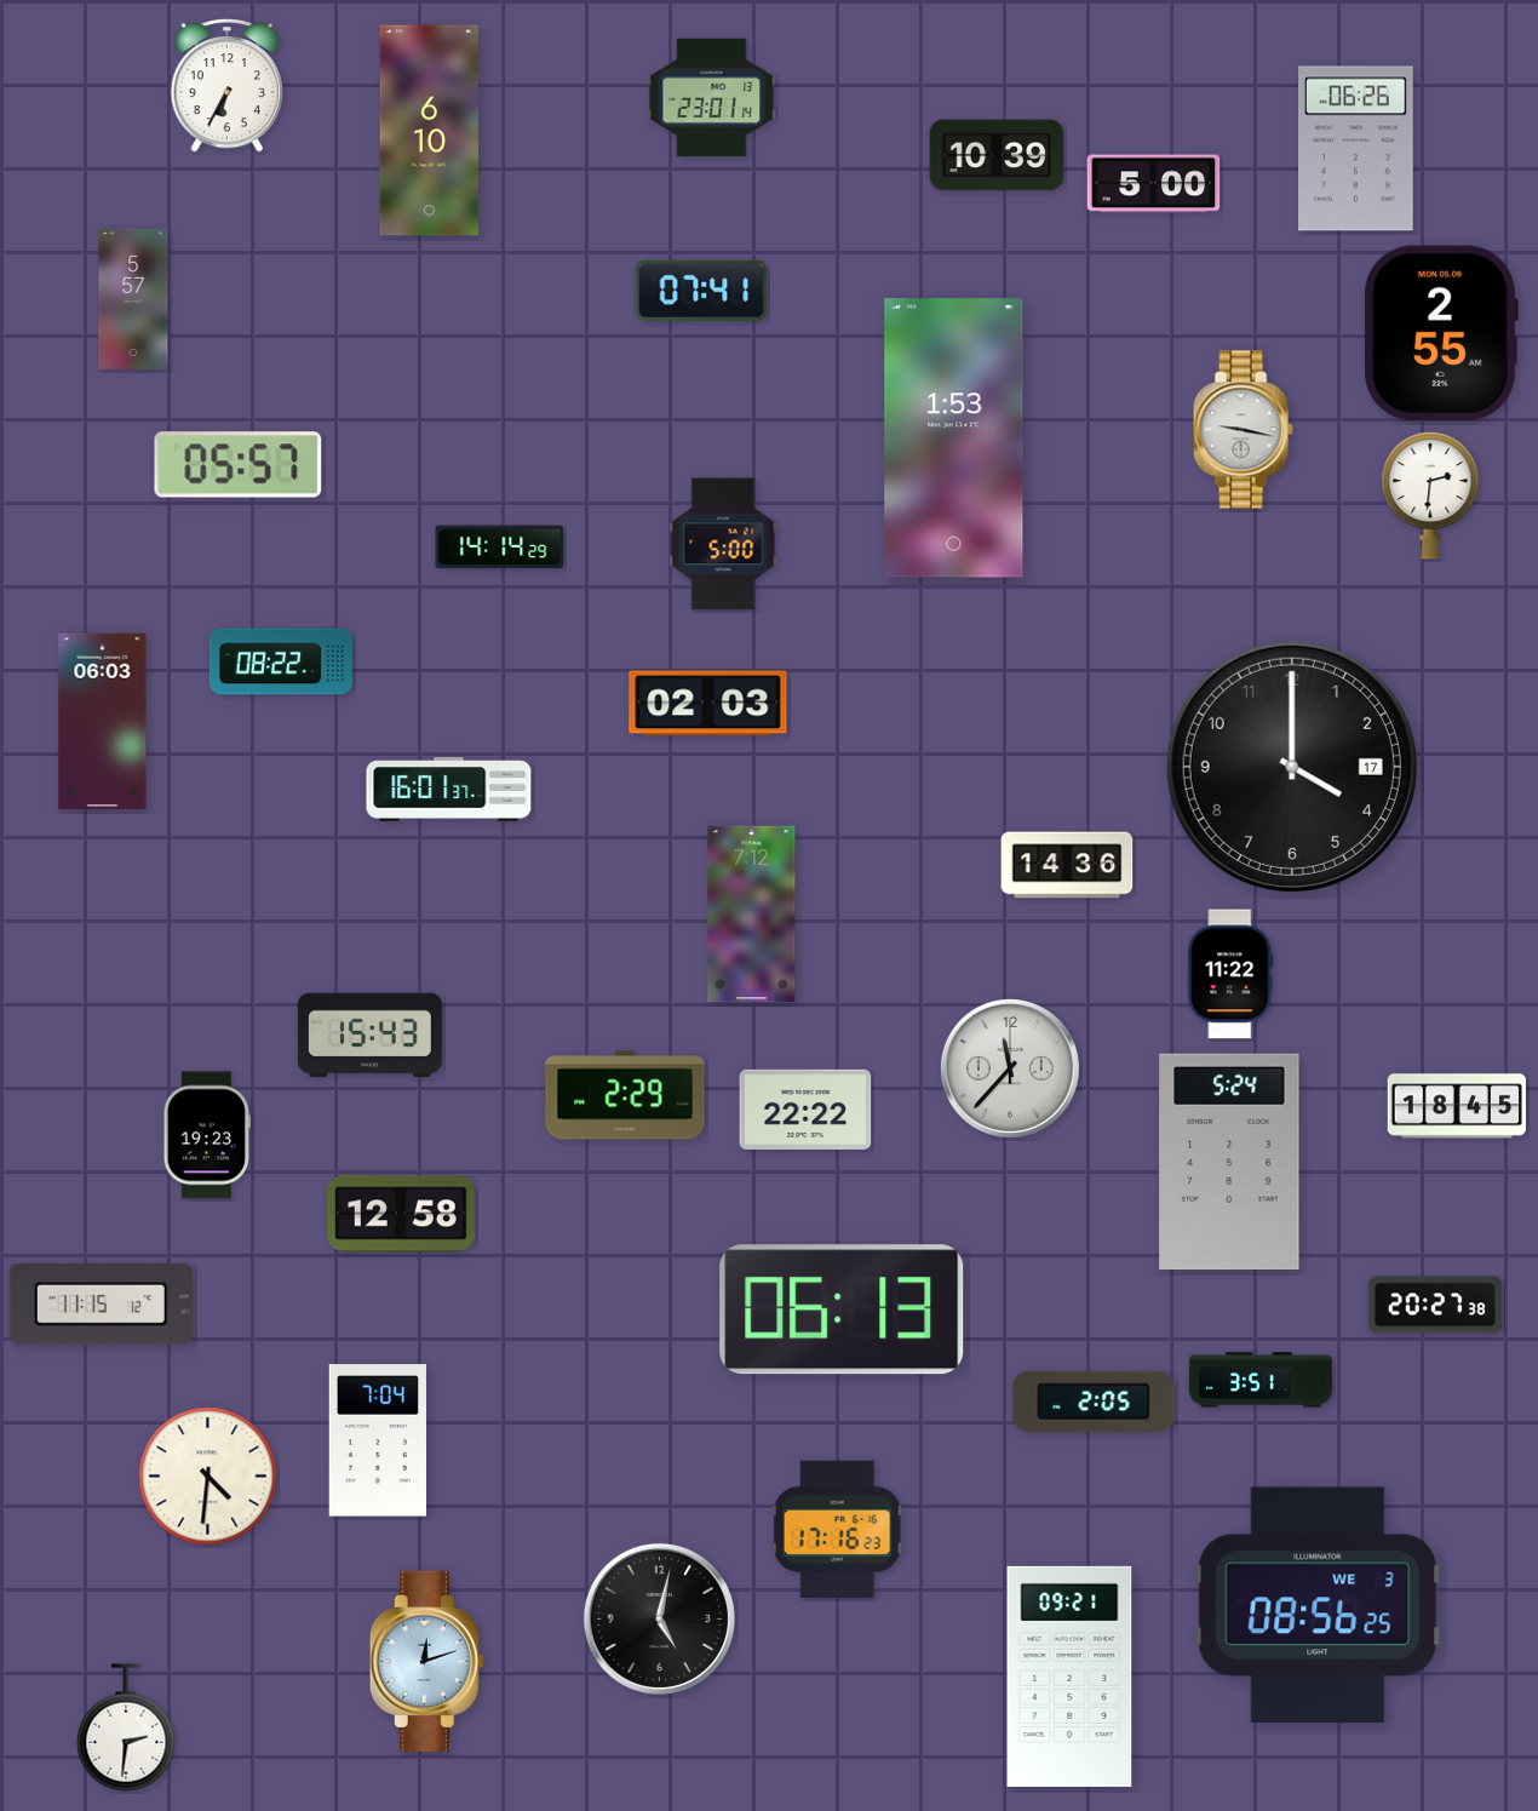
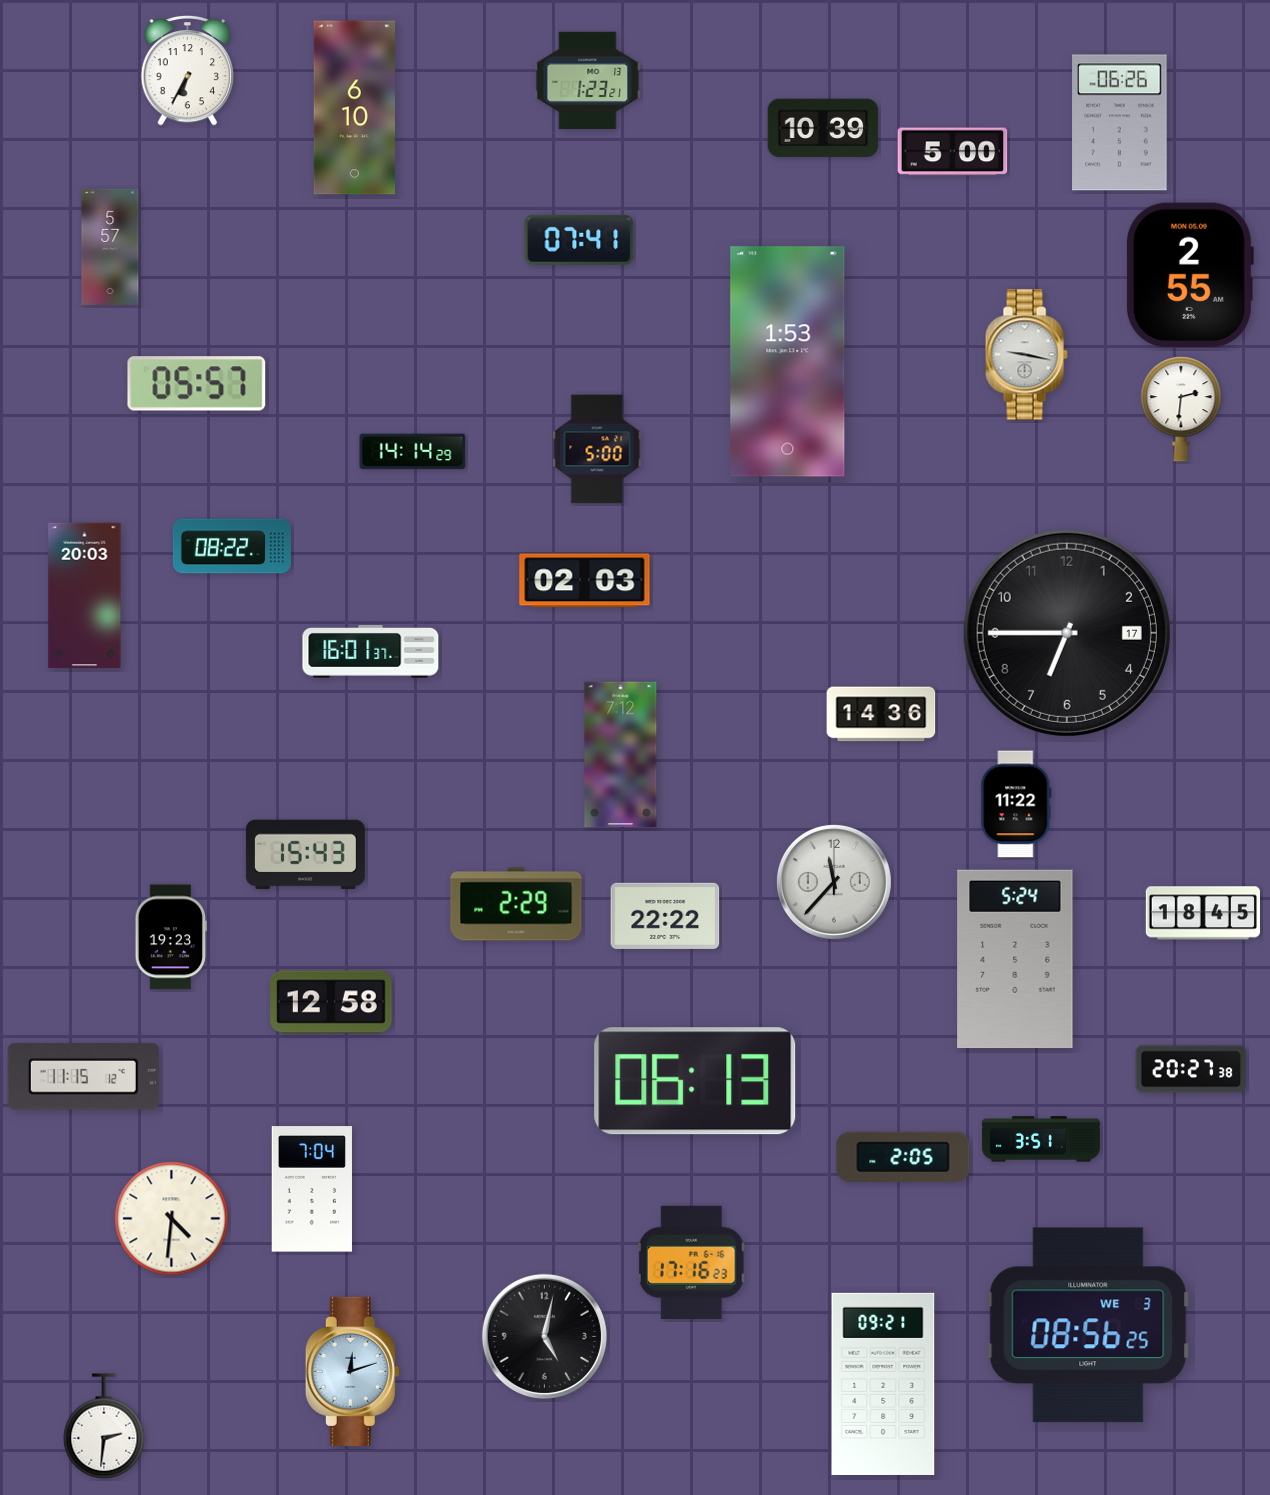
clock at (712, 98): 23:01 -> 1:23
clock at (103, 722): 06:03 -> 20:03
clock at (1292, 767): 4:00 -> 6:45
clock at (1435, 1305) position: (1435, 1305) -> (1191, 1069)
